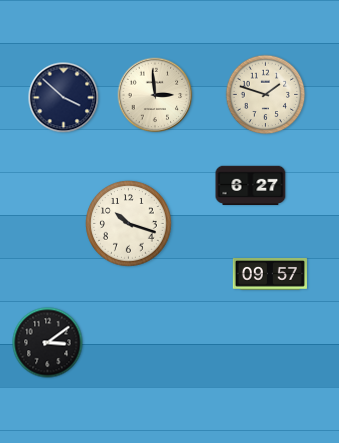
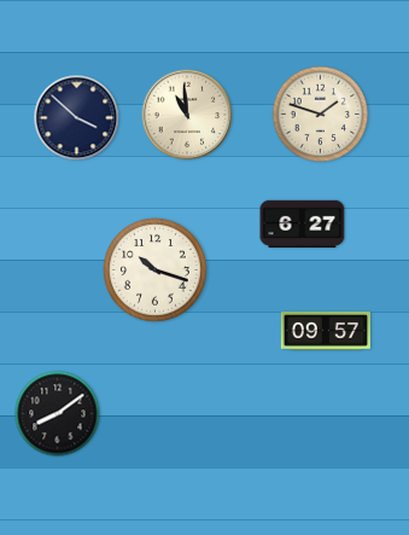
clock at (155, 95): 2:59 -> 10:59
clock at (48, 343): 3:09 -> 8:09
